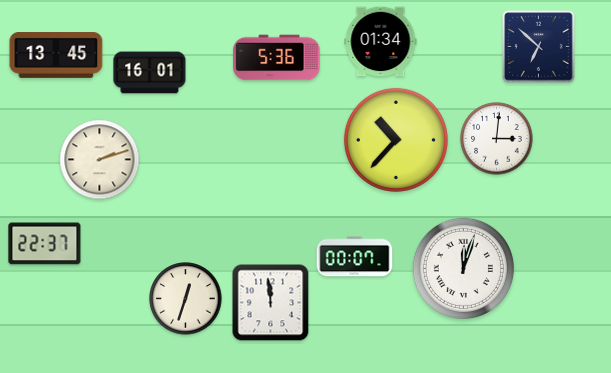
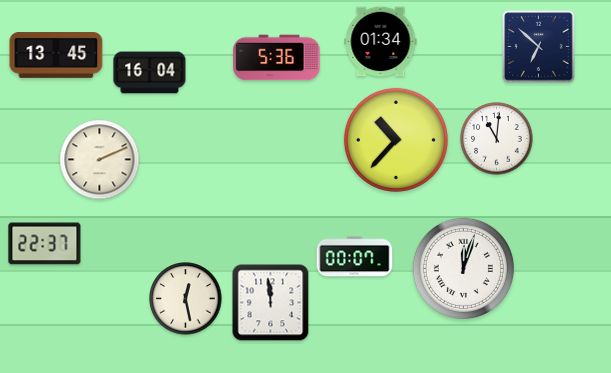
clock at (150, 73): 16:01 -> 16:04
clock at (497, 139): 3:01 -> 11:01
clock at (100, 160): 2:12 -> 2:11
clock at (186, 299): 12:33 -> 12:28
